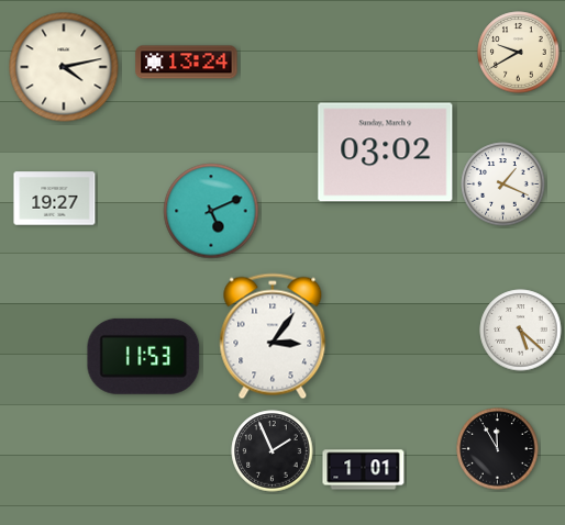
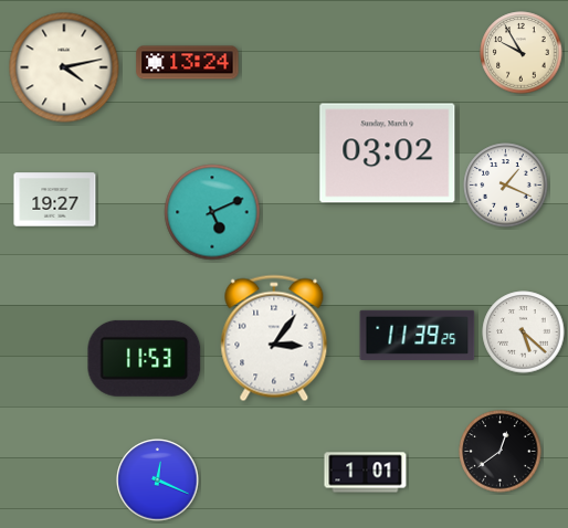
clock at (519, 53): 9:40 -> 9:55
clock at (418, 335): none -> 11:39
clock at (498, 449): 11:55 -> 12:39
clock at (273, 451): 1:56 -> none
clock at (158, 481): none -> 12:19
